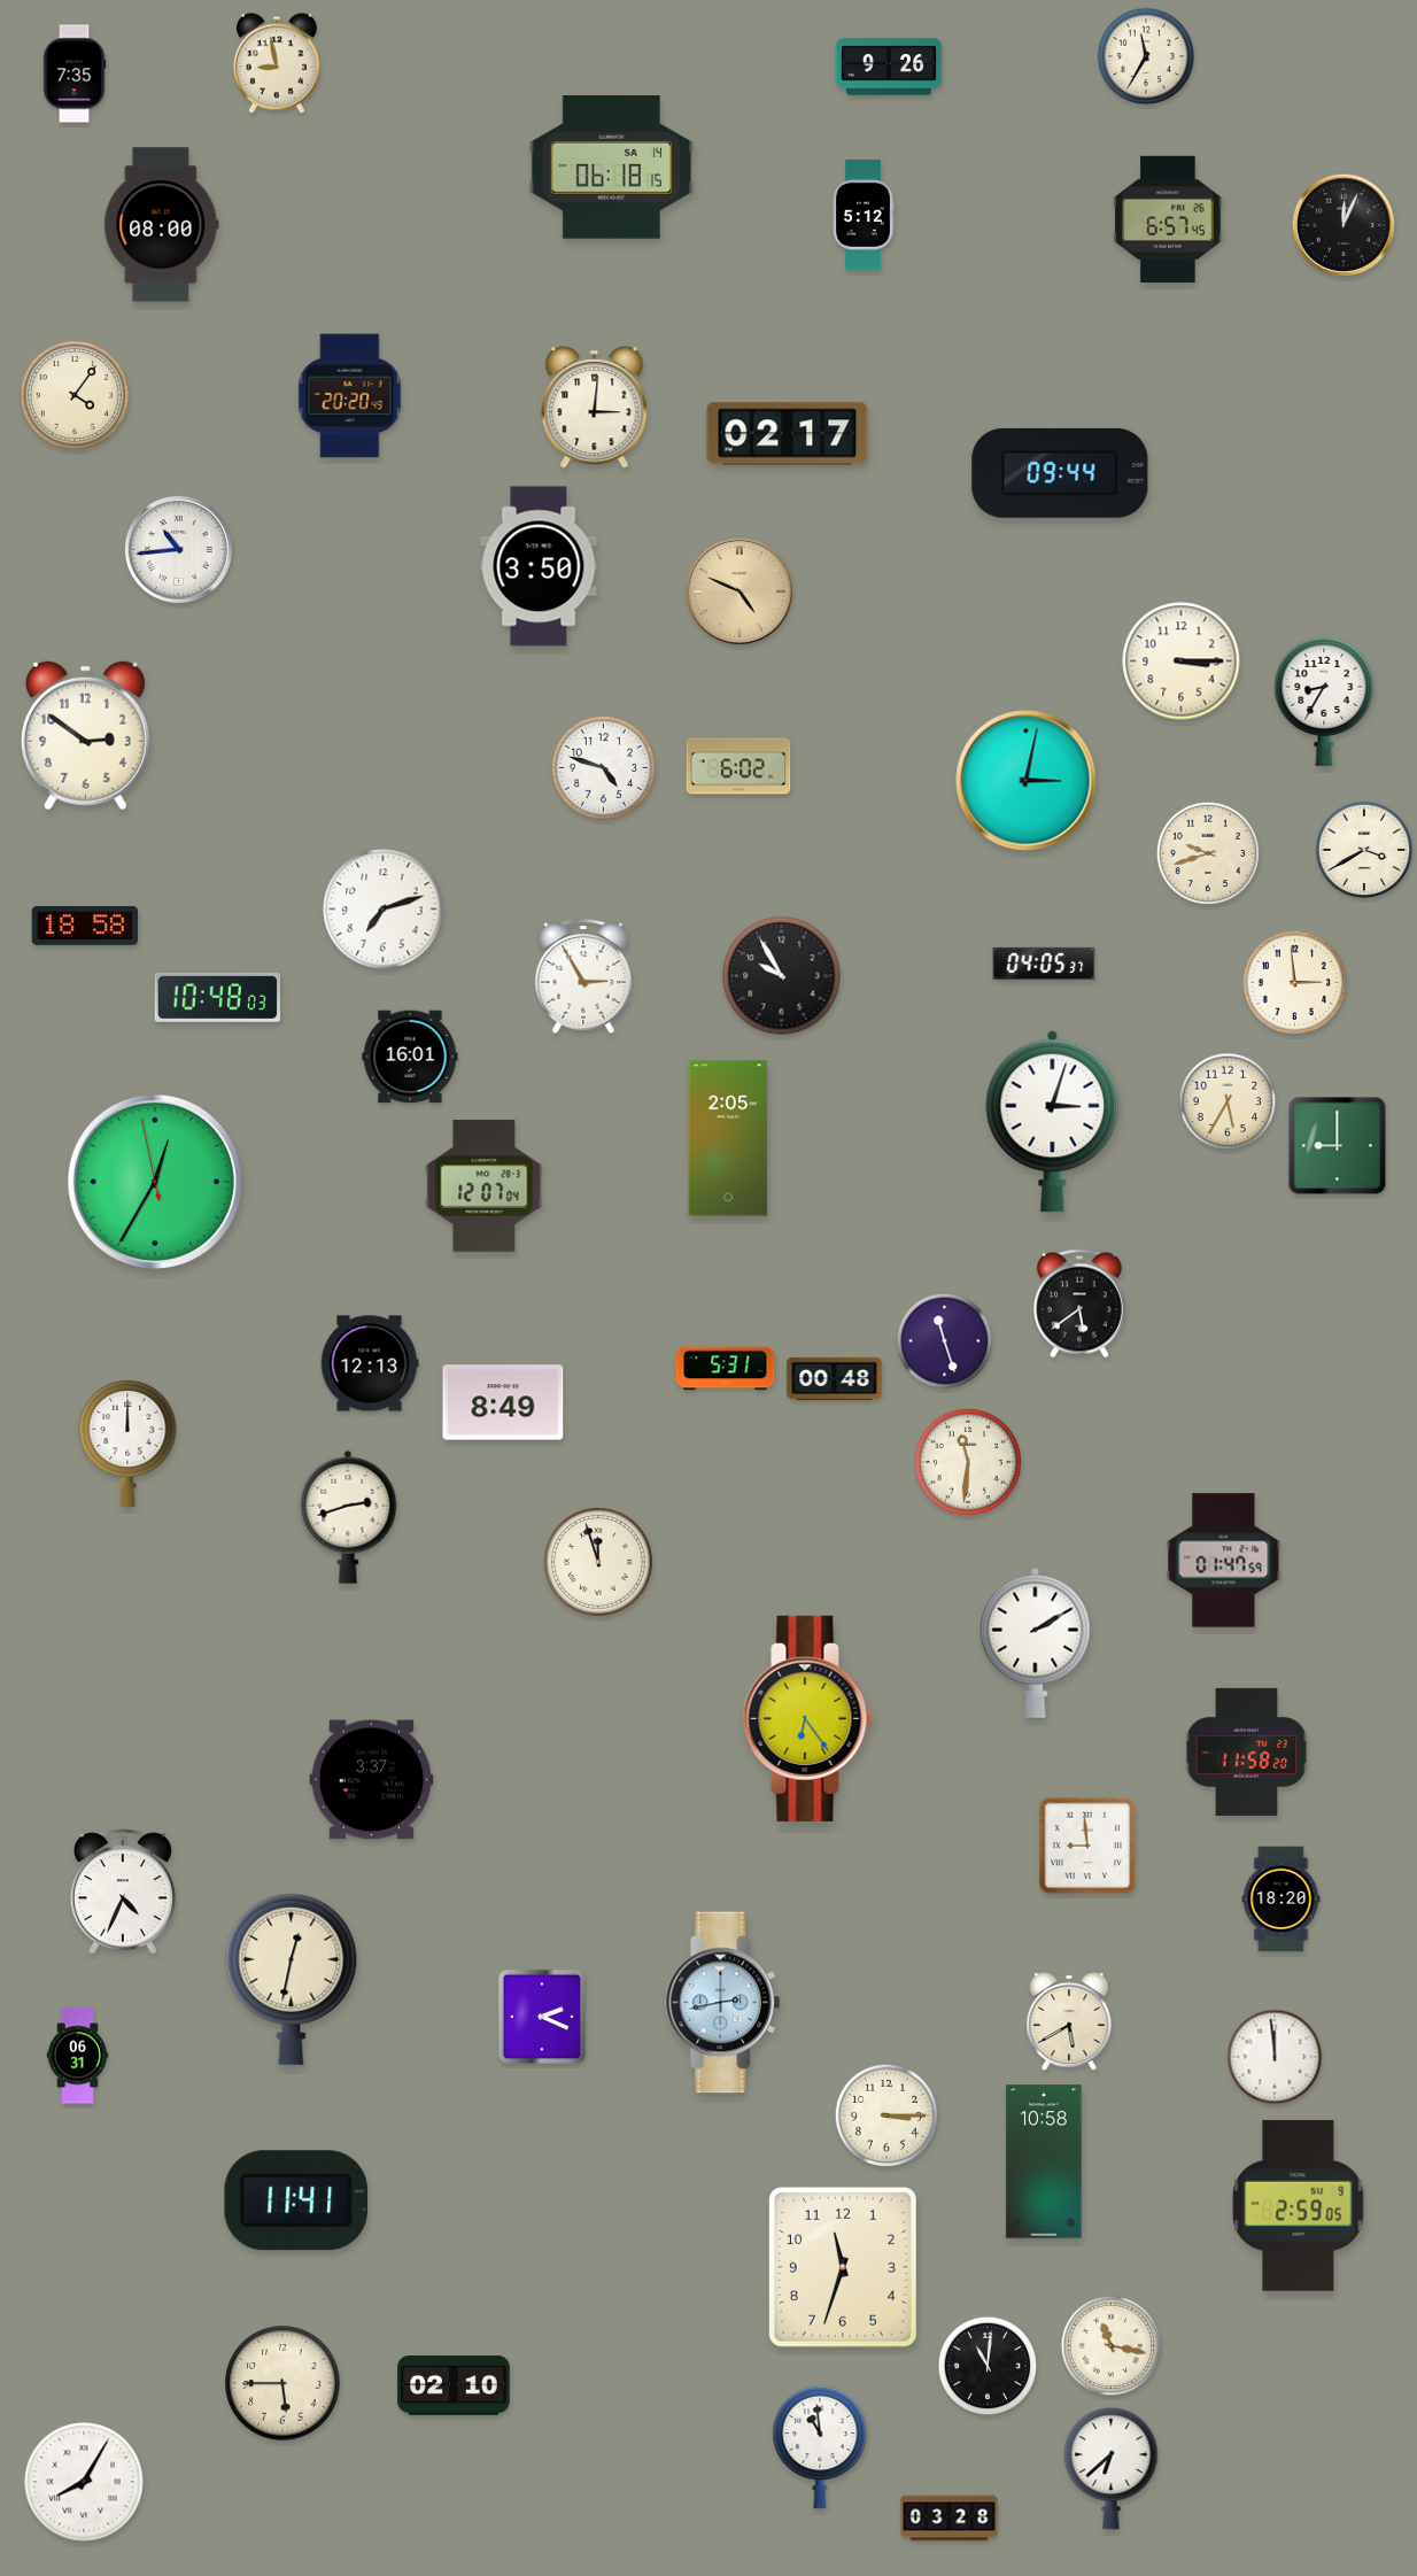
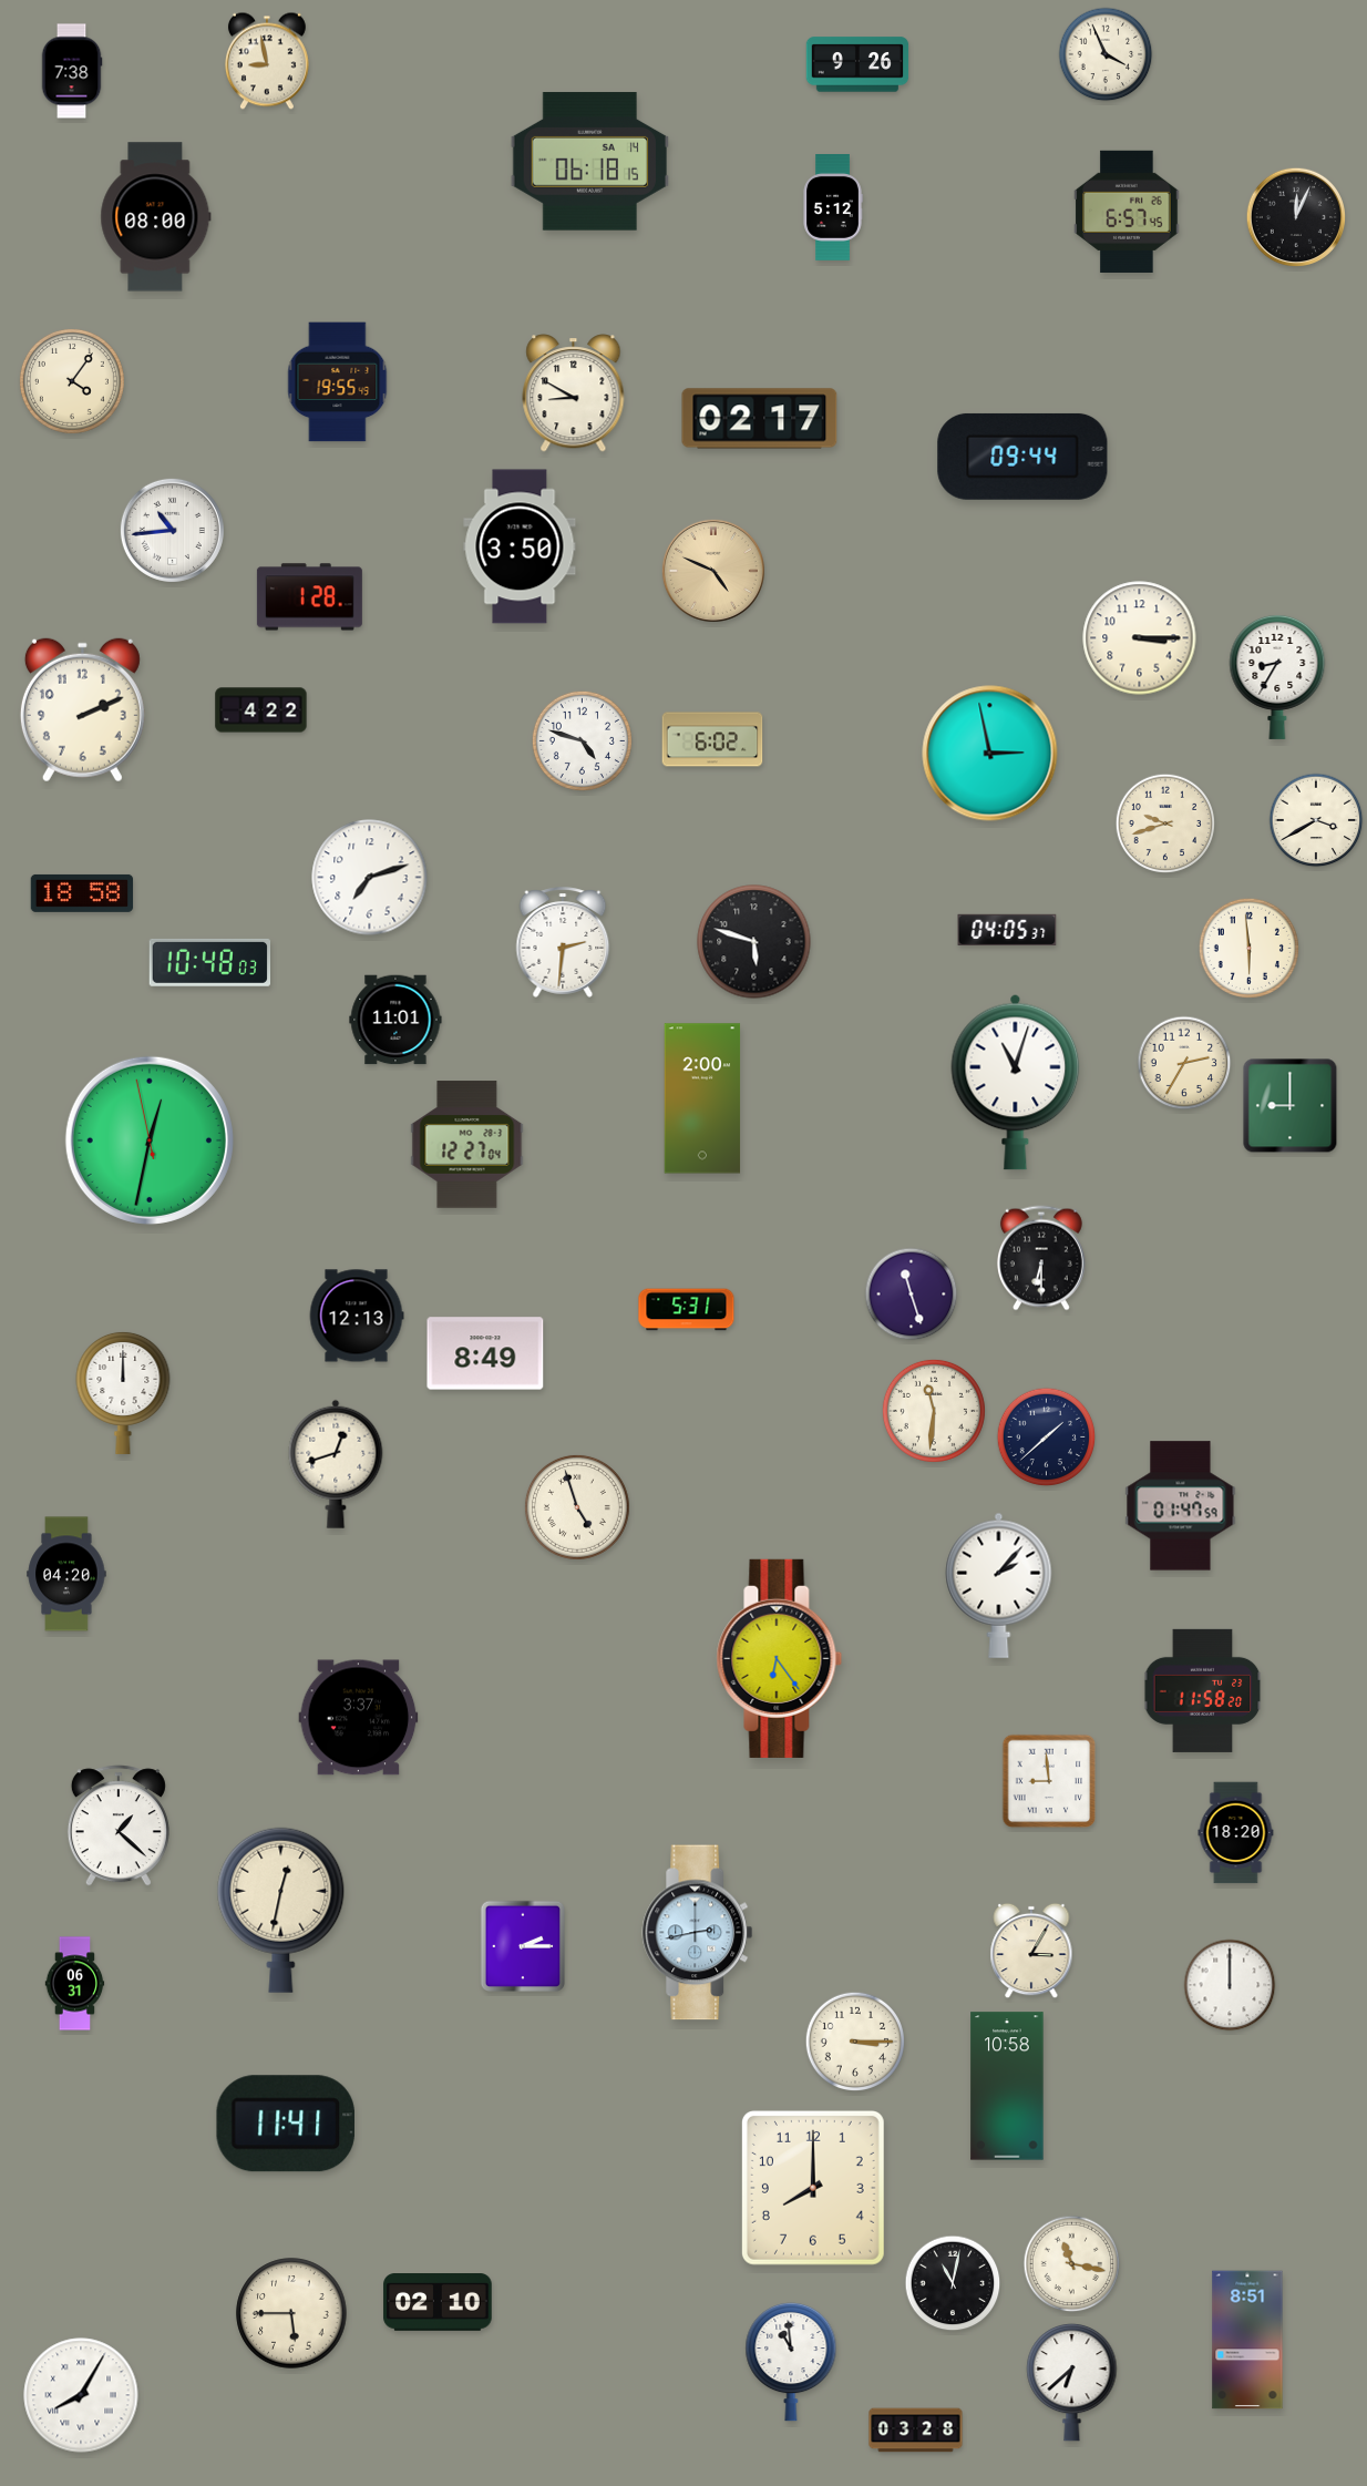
clock at (1146, 56): 11:35 -> 3:56
clock at (75, 74): 7:35 -> 7:38
clock at (350, 396): 20:20 -> 19:55
clock at (595, 408): 3:01 -> 8:50
clock at (309, 597): none -> 1:28
clock at (85, 736): 2:51 -> 2:11
clock at (261, 710): none -> 4:22
clock at (1027, 781): 3:02 -> 2:58
clock at (583, 976): 2:55 -> 2:31
clock at (782, 976): 9:55 -> 5:48
clock at (1294, 982): 2:59 -> 5:59
clock at (410, 1057): 16:01 -> 11:01
clock at (1228, 1101): 5:35 -> 2:35
clock at (1053, 1121): 3:03 -> 11:03
clock at (728, 1138): 2:05 -> 2:00
clock at (155, 1182): 12:34 -> 12:31
clock at (485, 1186): 12:07 -> 12:27
clock at (1079, 1304): 5:39 -> 6:30
clock at (726, 1369) position: (726, 1369) -> (687, 1310)
clock at (835, 1378): 00:48 -> none
clock at (1047, 1438): none -> 1:38
clock at (348, 1517): 2:42 -> 12:42
clock at (598, 1562): 11:57 -> 4:57
clock at (66, 1574): none -> 04:20
clock at (1036, 1642): 2:10 -> 2:07
clock at (123, 1892): 4:34 -> 1:22
clock at (541, 2017): 2:19 -> 2:15
clock at (1069, 2021): 5:40 -> 3:05
clock at (1275, 2057): 11:59 -> 12:00
clock at (1299, 2206): 2:59 -> none
clock at (843, 2267): 11:33 -> 8:00
clock at (988, 2366): 11:01 -> 11:02
clock at (282, 2383) position: (282, 2383) -> (291, 2313)
clock at (1247, 2340): none -> 8:51
